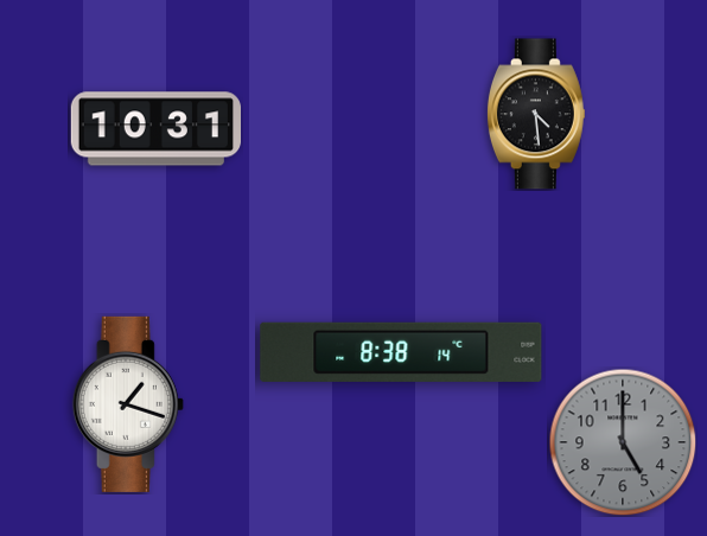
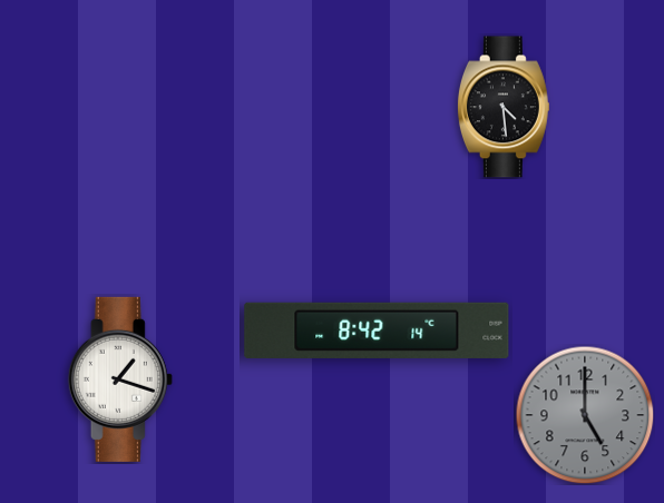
clock at (155, 129): 10:31 -> none
clock at (401, 352): 8:38 -> 8:42
